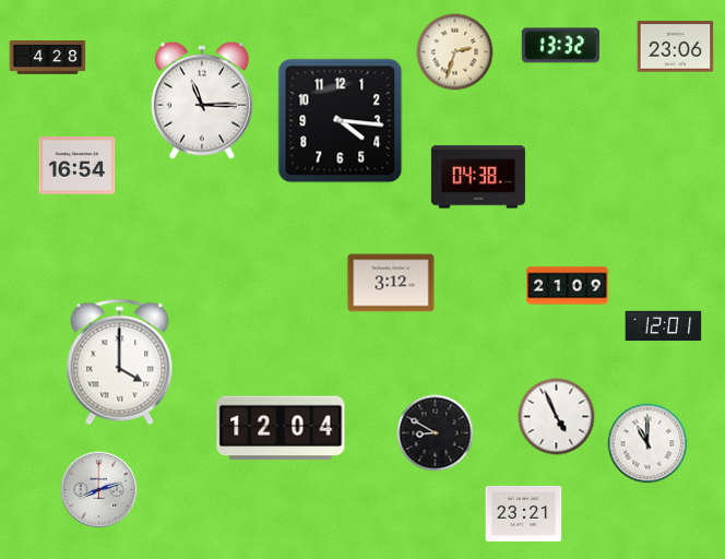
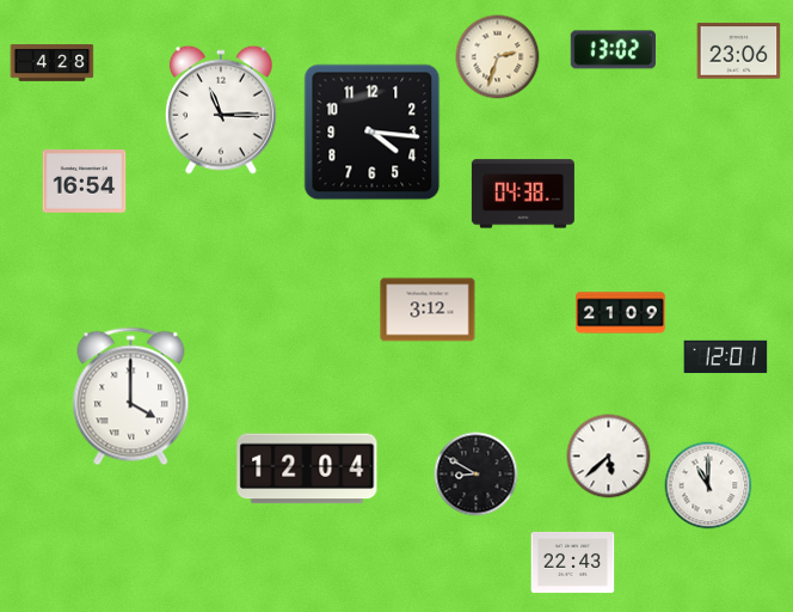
clock at (560, 46): 13:32 -> 13:02
clock at (557, 417): 4:56 -> 5:38
clock at (99, 490): 8:12 -> none
clock at (524, 514): 23:21 -> 22:43
